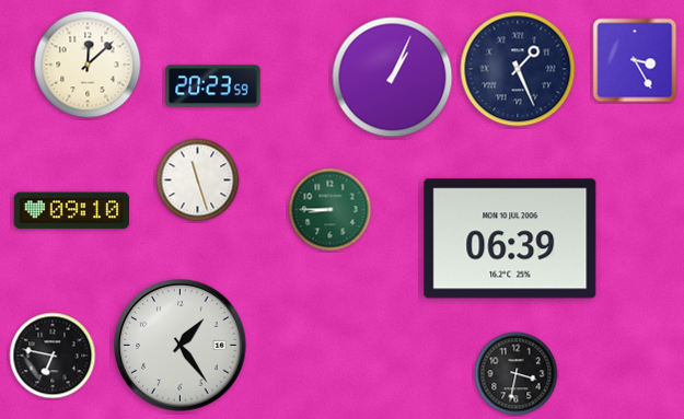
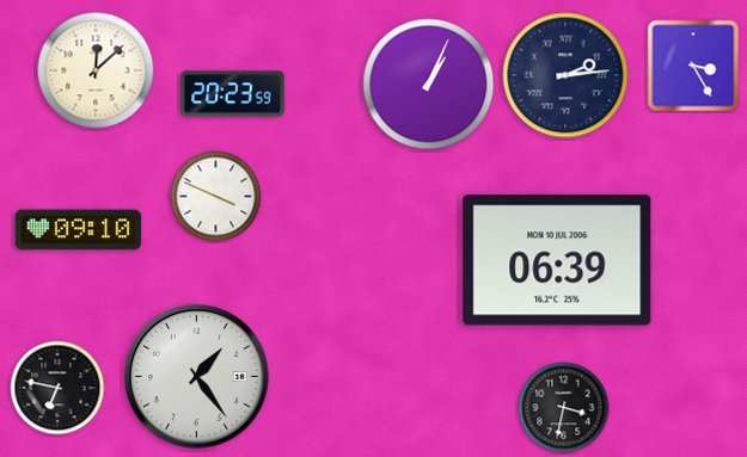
clock at (518, 69): 1:26 -> 2:14
clock at (198, 181): 11:27 -> 3:49
clock at (331, 210): 8:45 -> none
